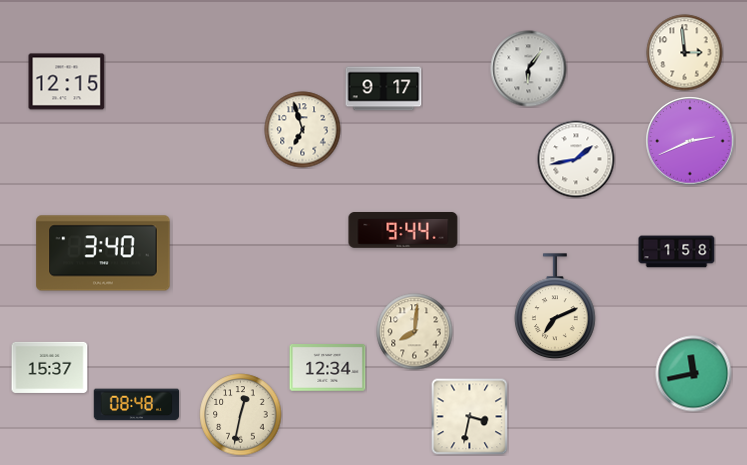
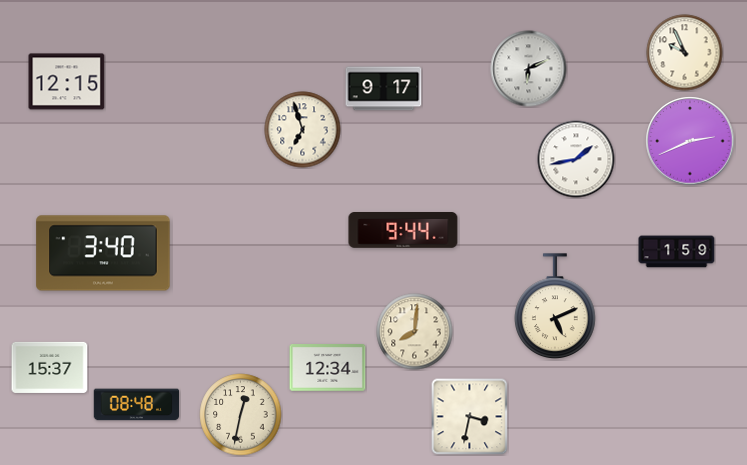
clock at (685, 53): 2:59 -> 9:56
clock at (529, 69): 6:06 -> 6:11
clock at (677, 252): 1:58 -> 1:59
clock at (555, 306): 7:11 -> 5:11
clock at (694, 374): 11:43 -> none
